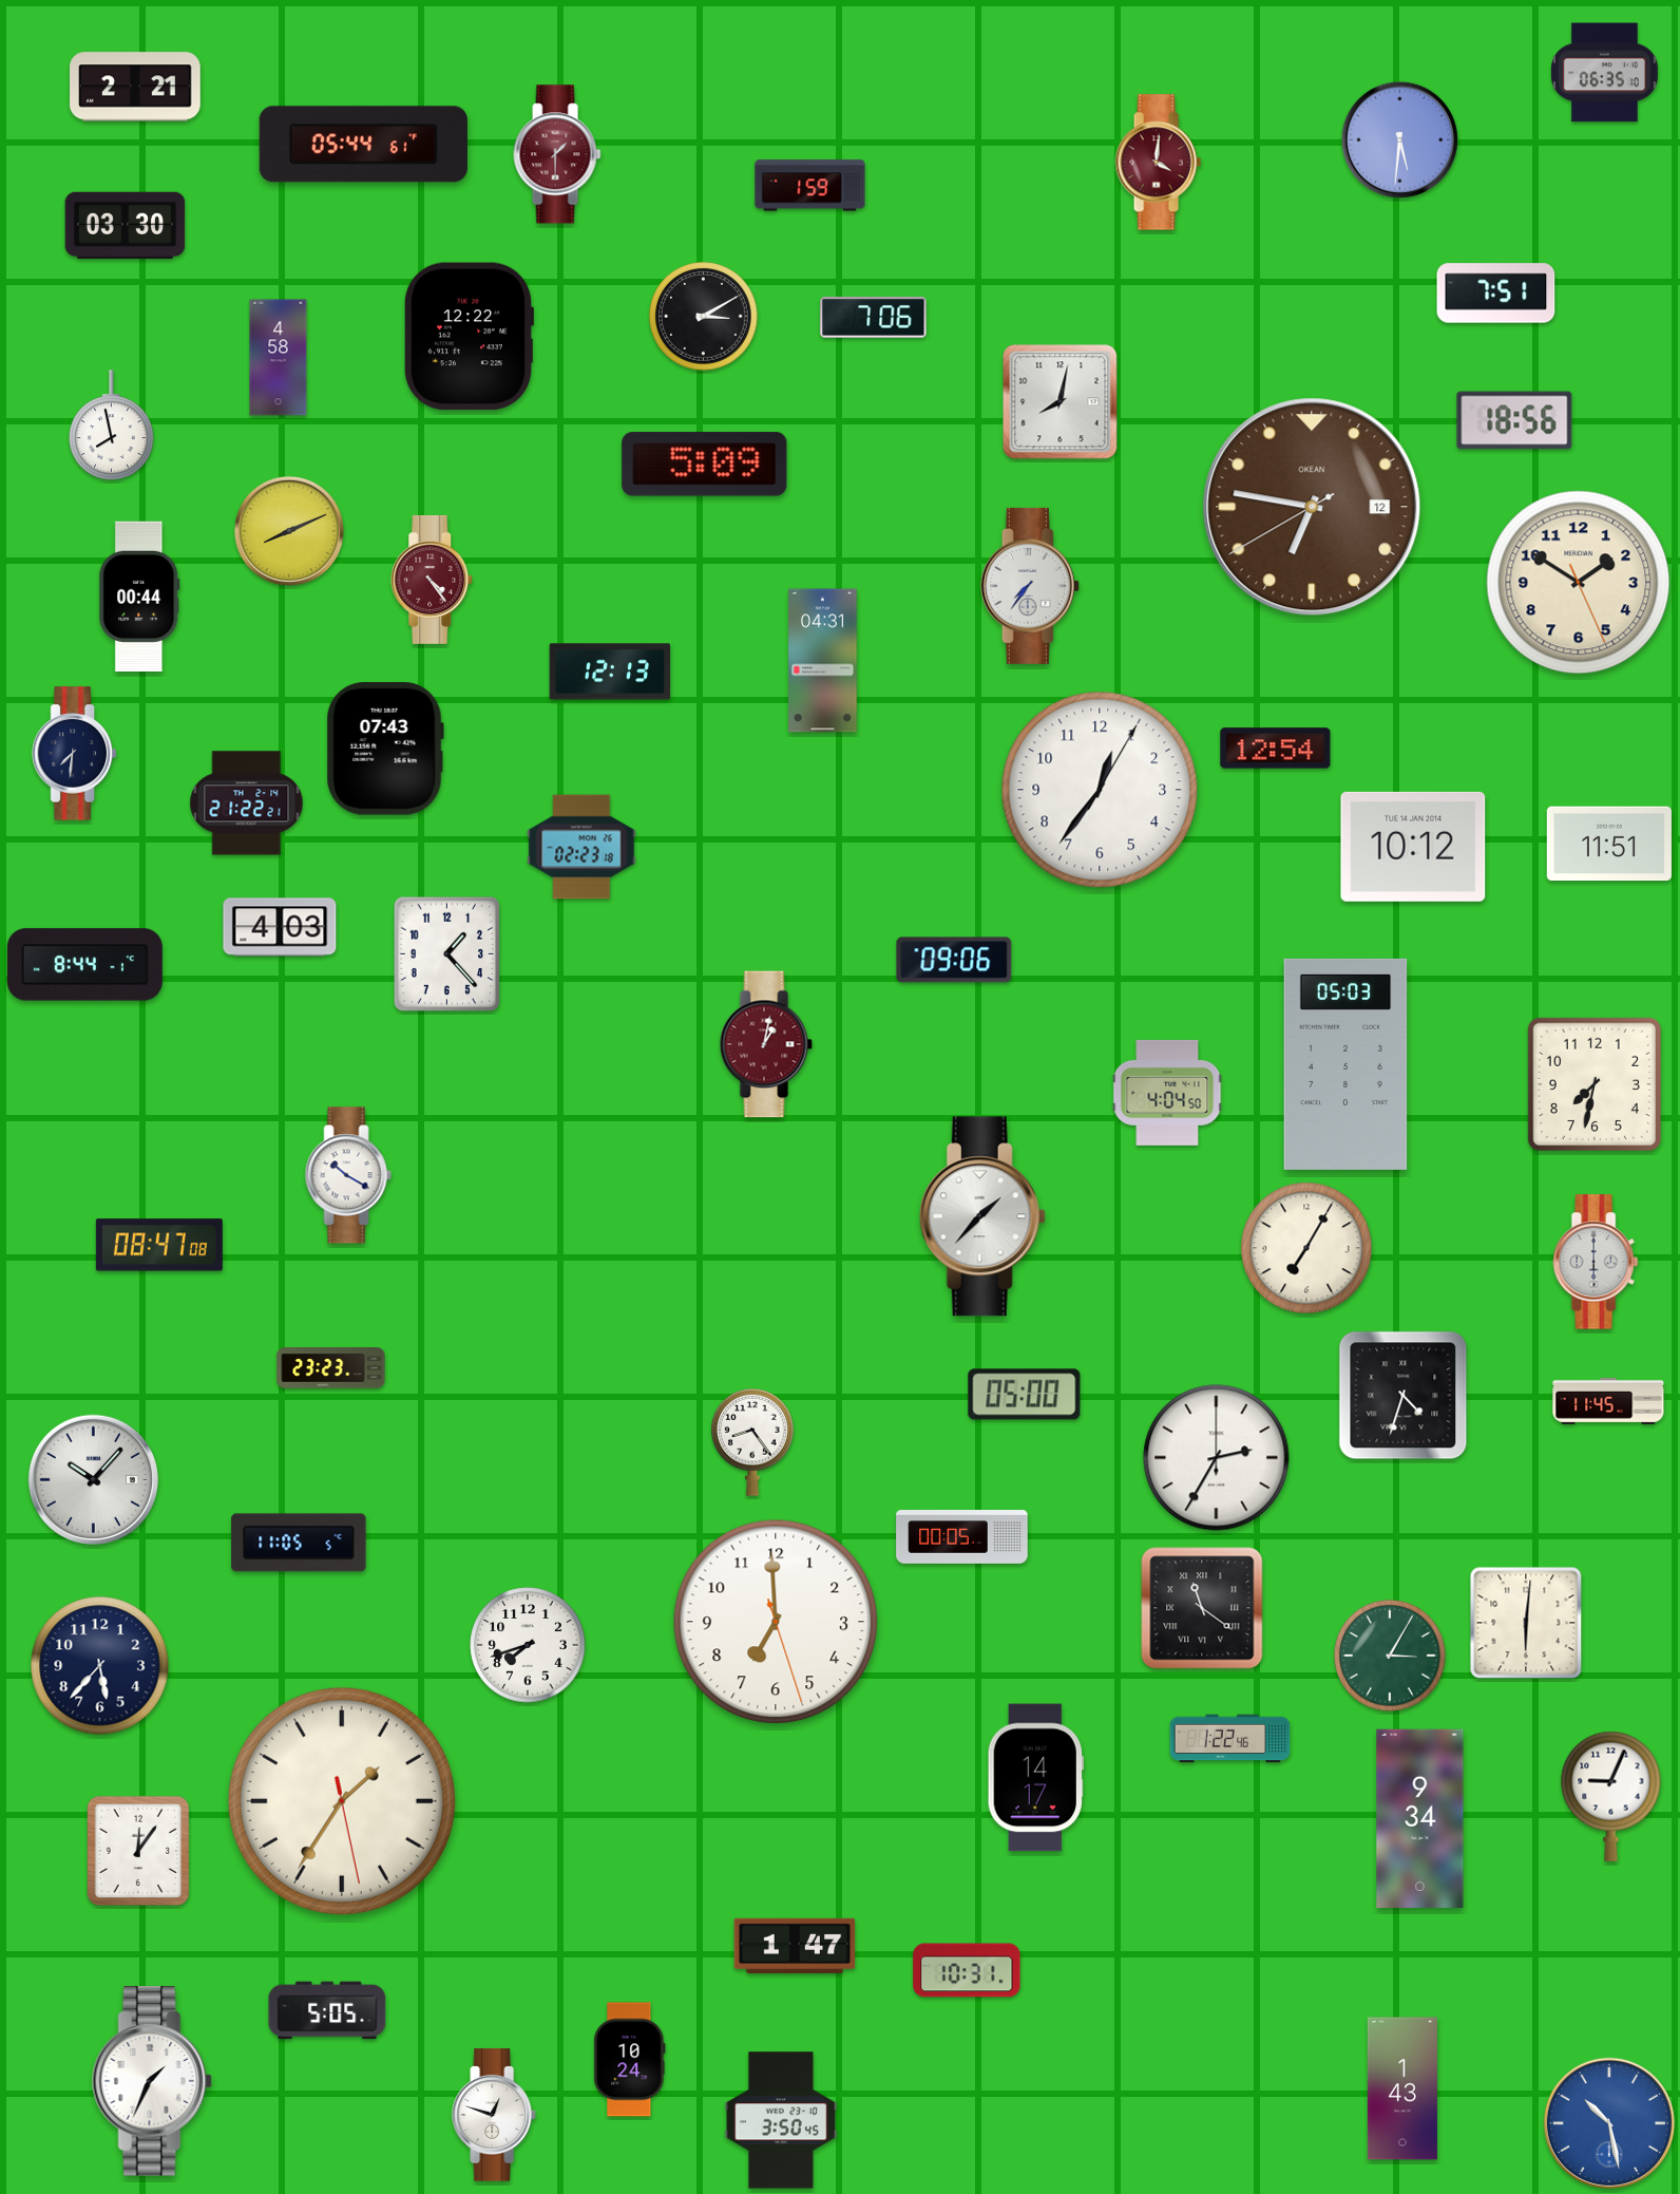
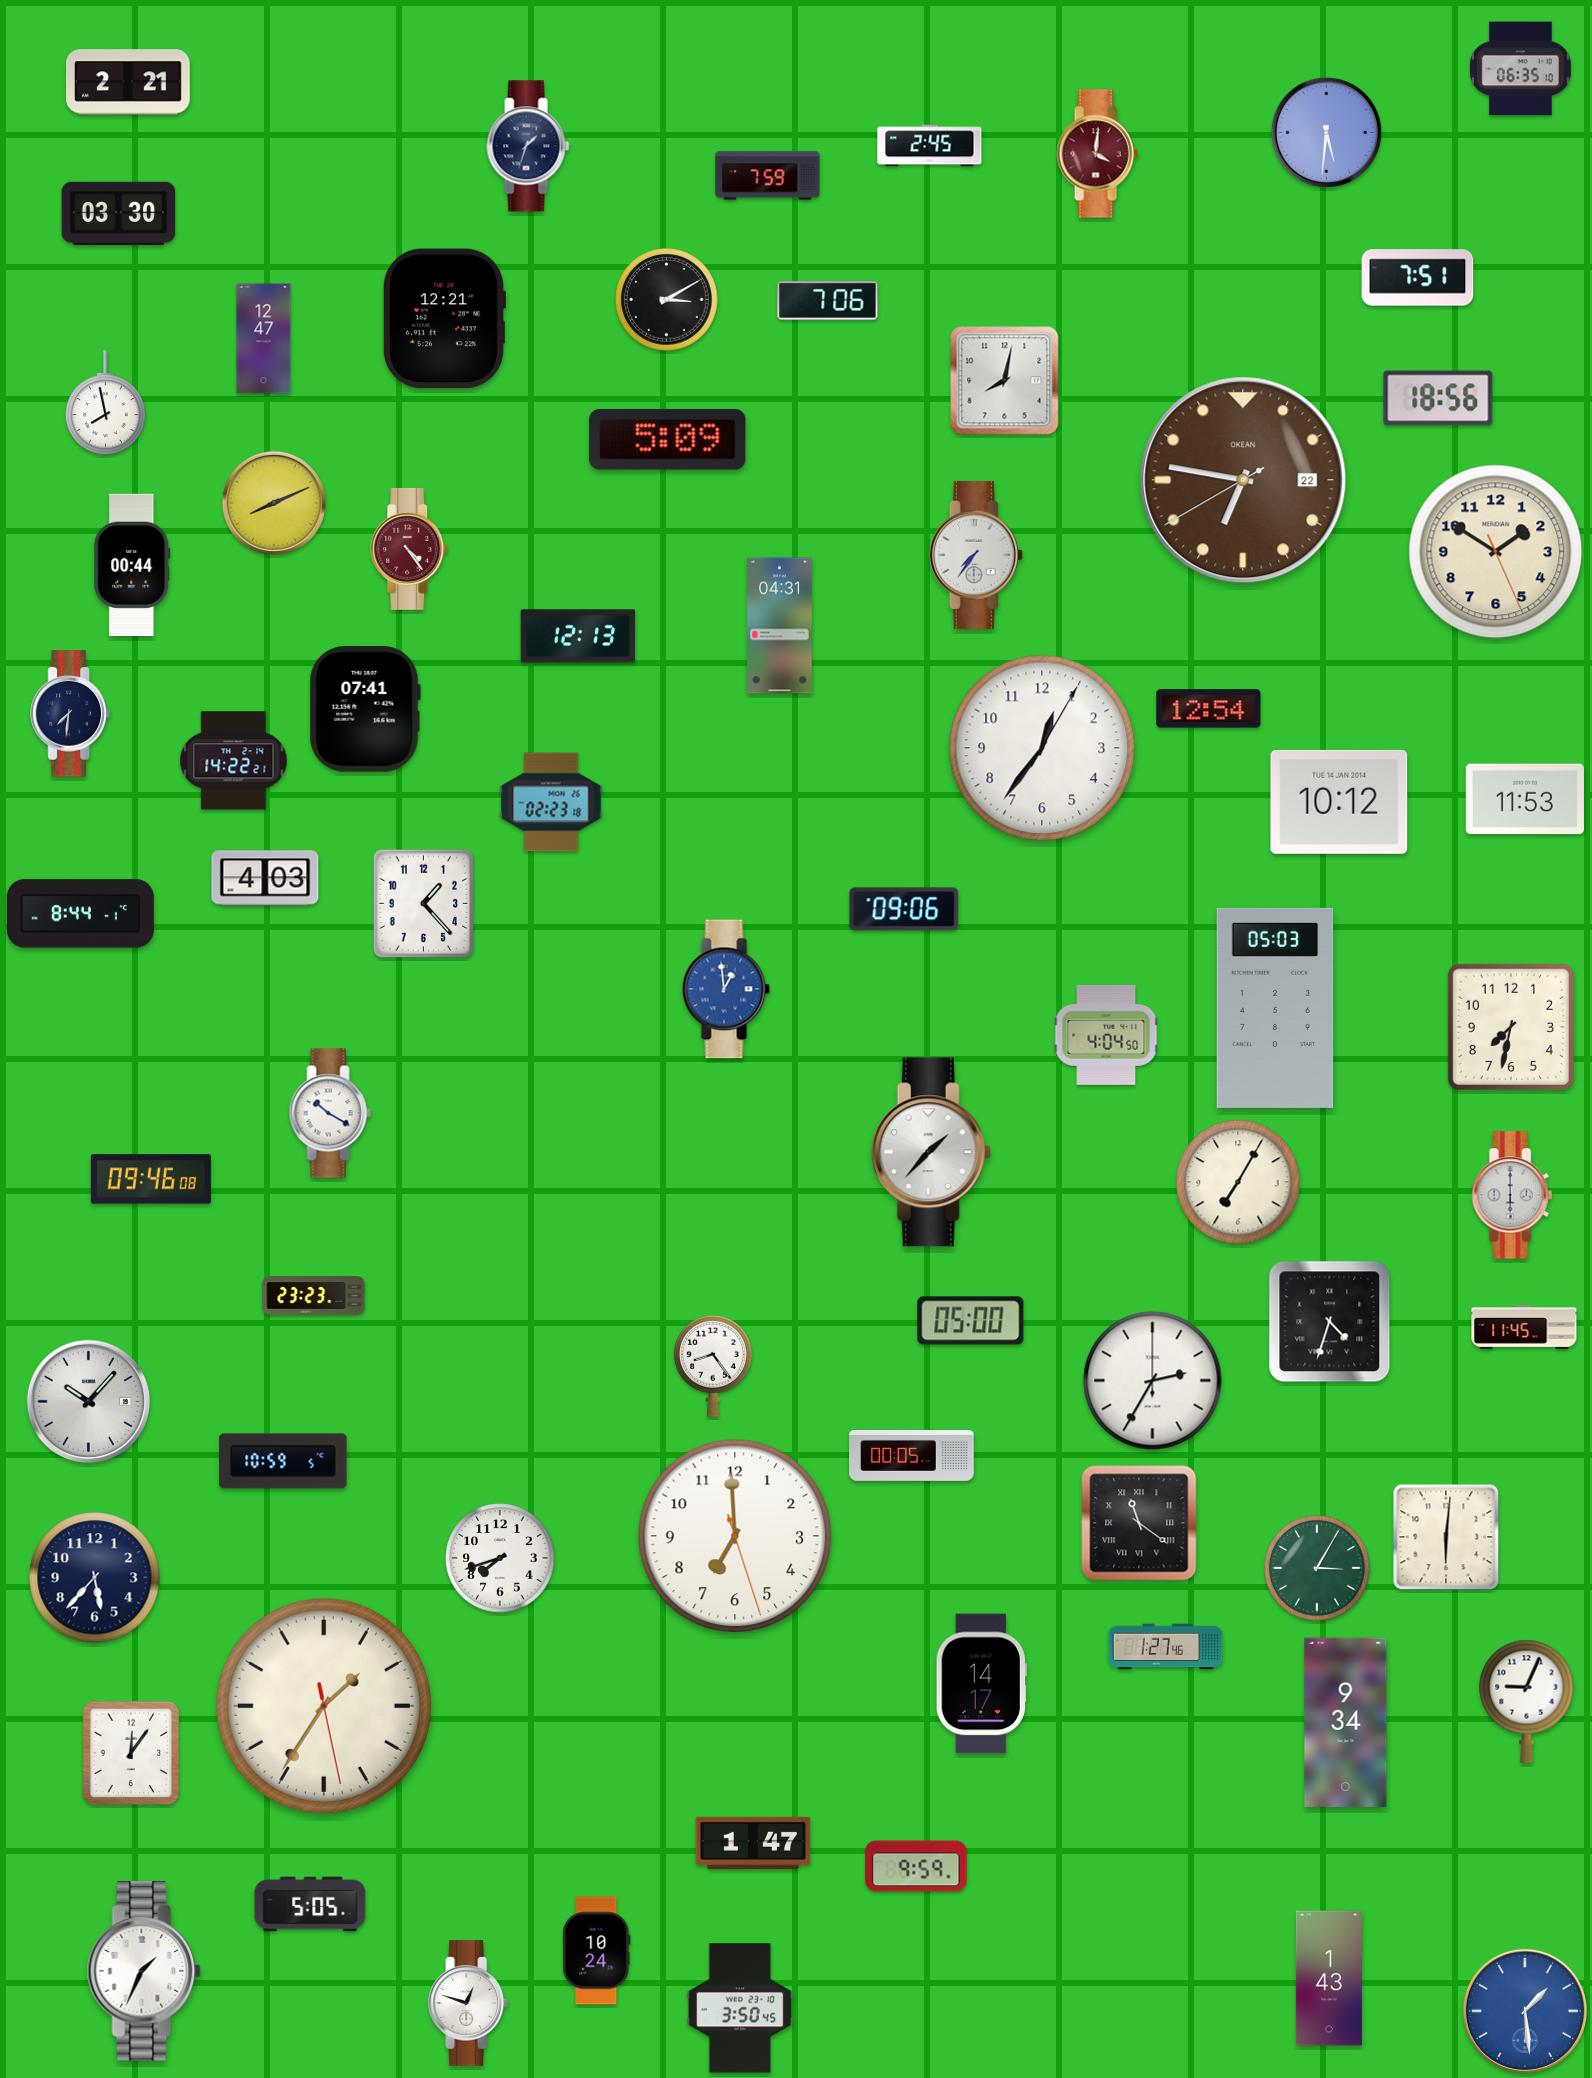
clock at (363, 145): 05:44 -> none
clock at (557, 154): 1:30 -> 1:33
clock at (557, 154) dial: burgundy -> navy
clock at (930, 146): none -> 2:45
clock at (810, 186): 1:59 -> 7:59
clock at (469, 337): 12:22 -> 12:21
clock at (279, 358): 4:58 -> 12:47
clock at (1514, 420) position: (1514, 420) -> (1438, 398)
clock at (1312, 507) date: 12 -> 22
clock at (385, 749): 07:43 -> 07:41
clock at (247, 803): 21:22 -> 14:22
clock at (1609, 844): 11:51 -> 11:53
clock at (766, 1044): 1:02 -> 12:59
clock at (766, 1044) dial: burgundy -> blue
clock at (159, 1245): 08:47 -> 09:46
clock at (299, 1543): 11:05 -> 10:59
clock at (1230, 1739): 1:22 -> 1:27
clock at (967, 1970): 10:31 -> 9:59
clock at (1609, 2123): 10:28 -> 1:29
